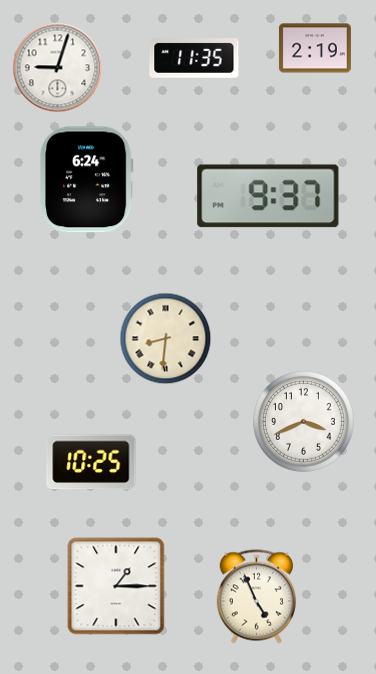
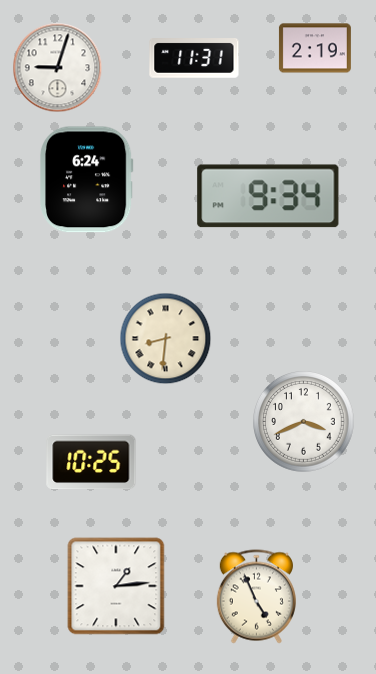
clock at (194, 59): 11:35 -> 11:31
clock at (268, 196): 9:37 -> 9:34
clock at (116, 586): 1:15 -> 1:14
